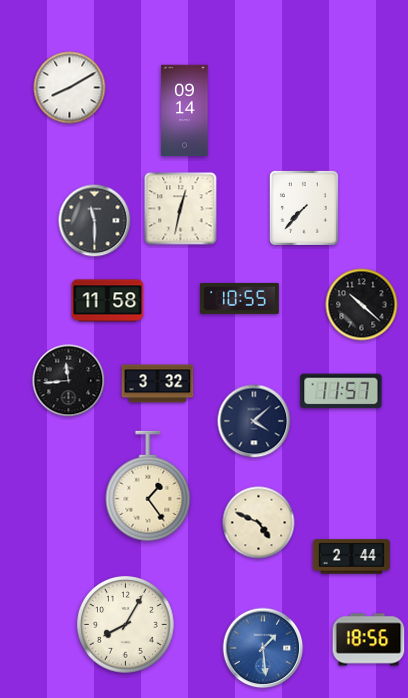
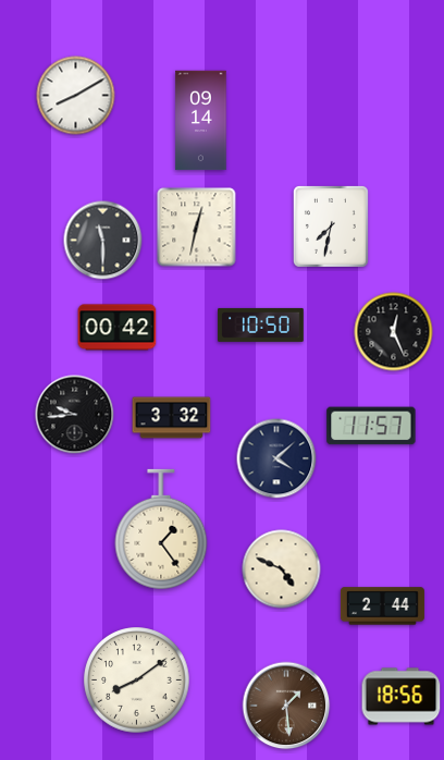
clock at (304, 208): 7:37 -> 7:32
clock at (240, 298): 10:55 -> 10:50
clock at (108, 301): 11:58 -> 00:42
clock at (362, 305): 10:22 -> 12:26
clock at (69, 381): 11:44 -> 9:44
clock at (126, 625): 8:05 -> 8:09
clock at (263, 648) dial: blue -> brown
